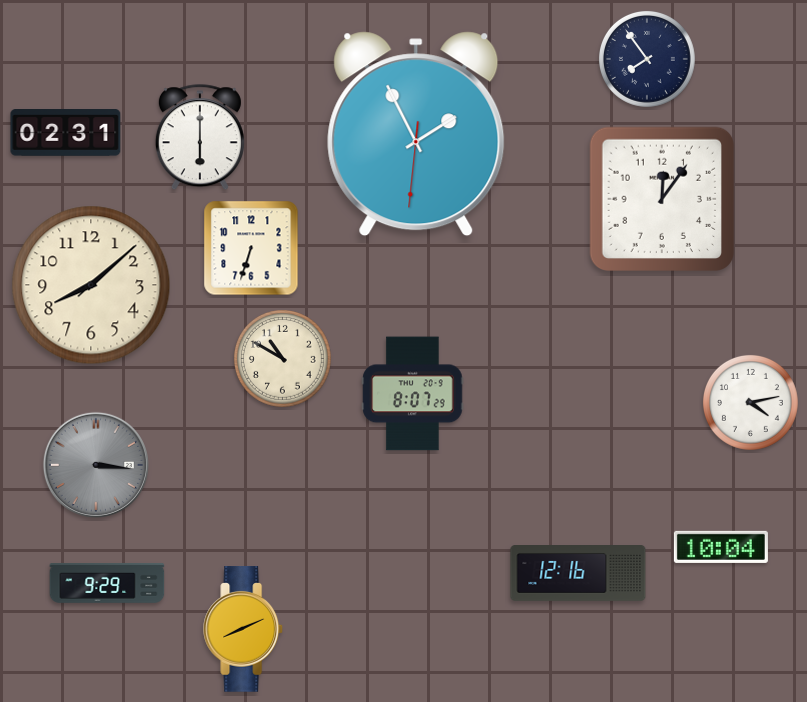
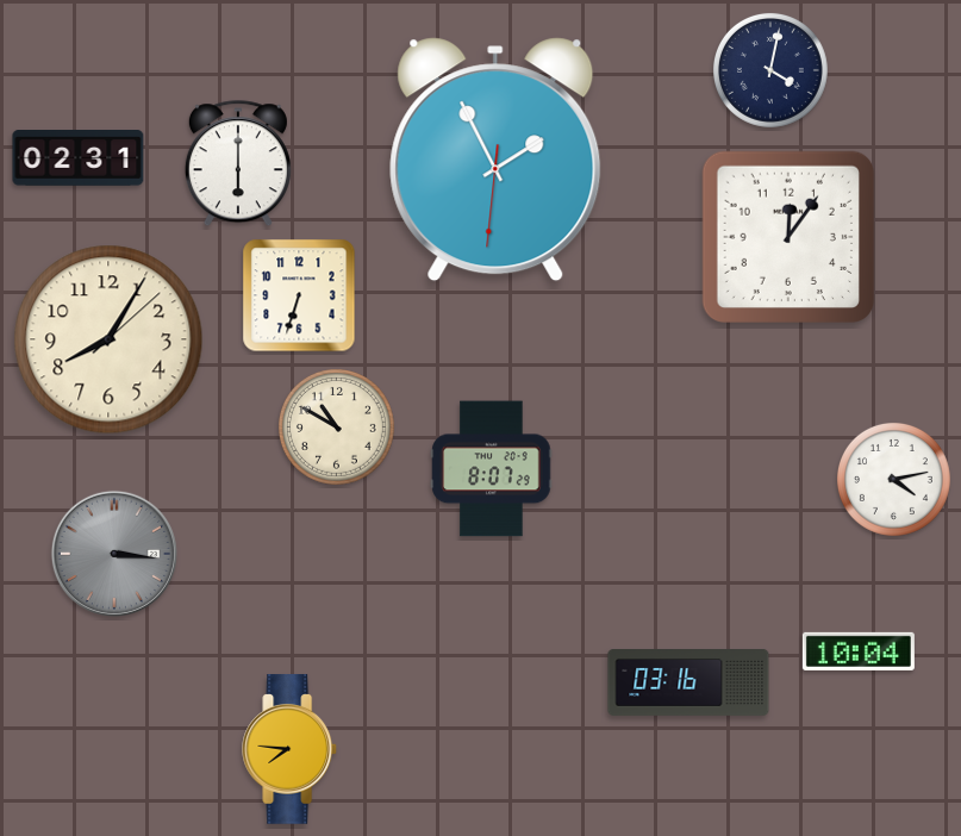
clock at (647, 59): 7:54 -> 4:02
clock at (91, 285): 8:08 -> 8:05
clock at (578, 574): 12:16 -> 03:16
clock at (107, 583): 9:29 -> none
clock at (244, 629): 8:11 -> 7:46
